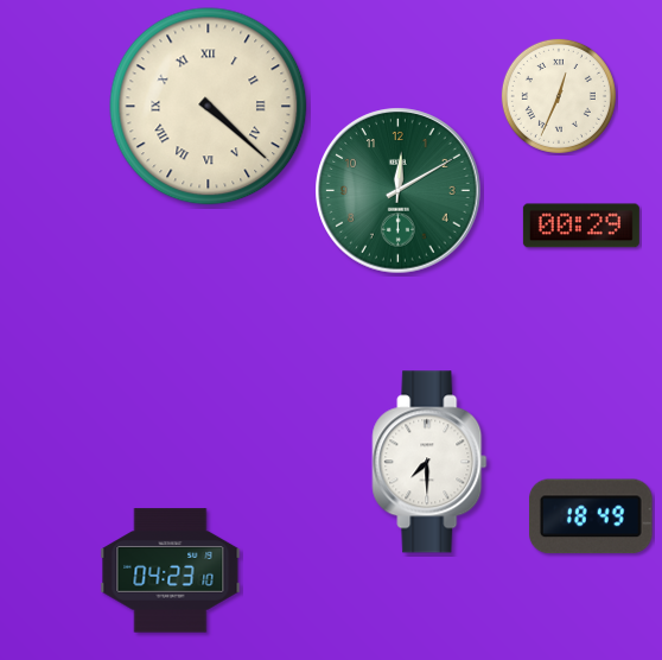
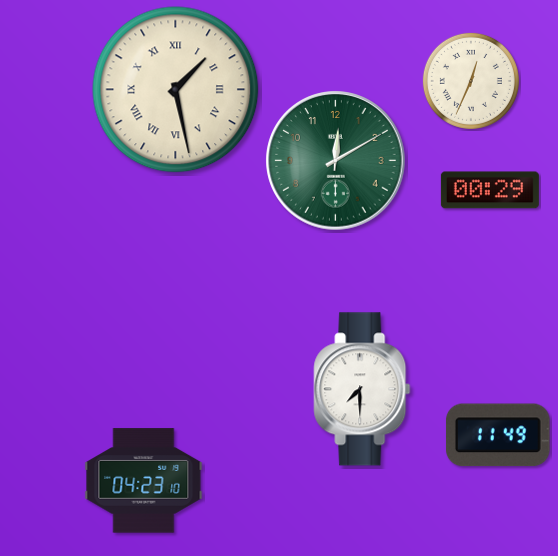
clock at (209, 107): 4:22 -> 1:28
clock at (591, 516): 18:49 -> 11:49
